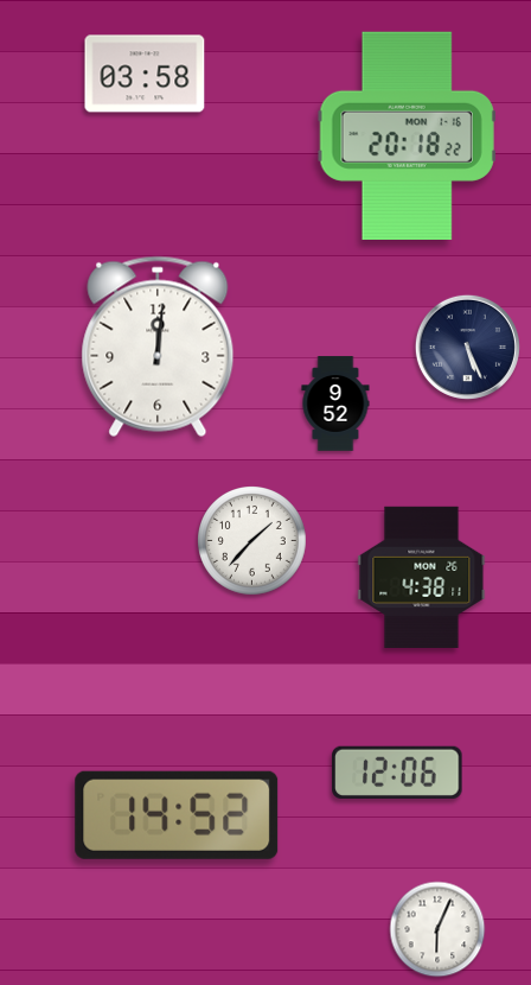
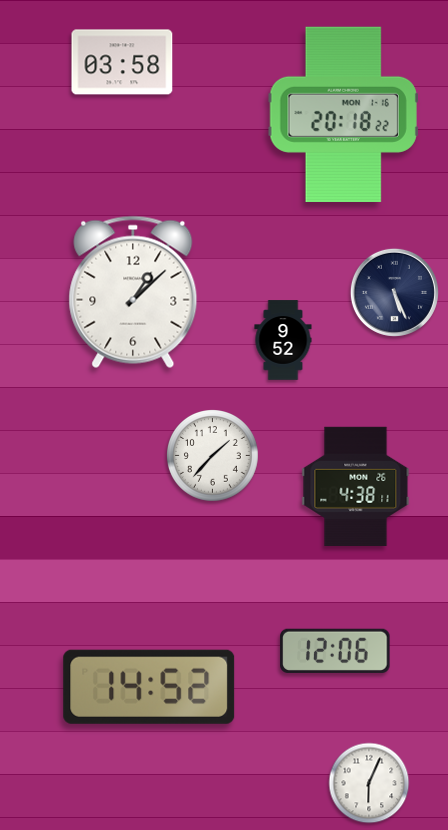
clock at (158, 347): 12:01 -> 1:08
